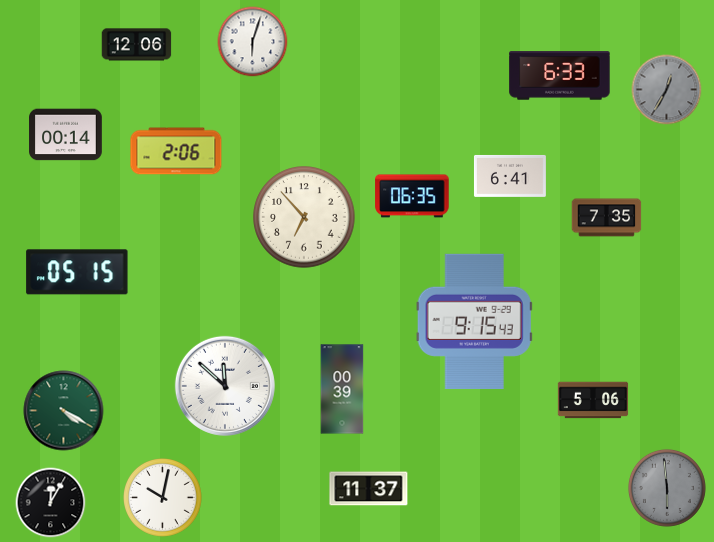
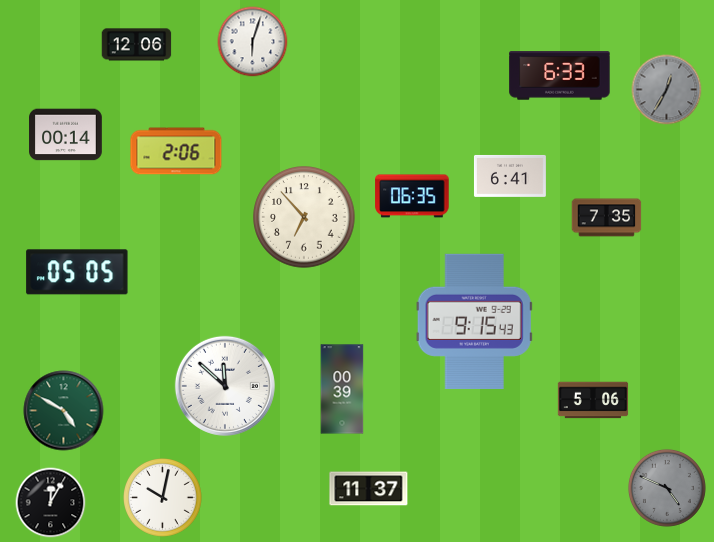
clock at (77, 272): 05:15 -> 05:05
clock at (64, 411): 4:20 -> 4:50
clock at (667, 488): 5:59 -> 4:49
